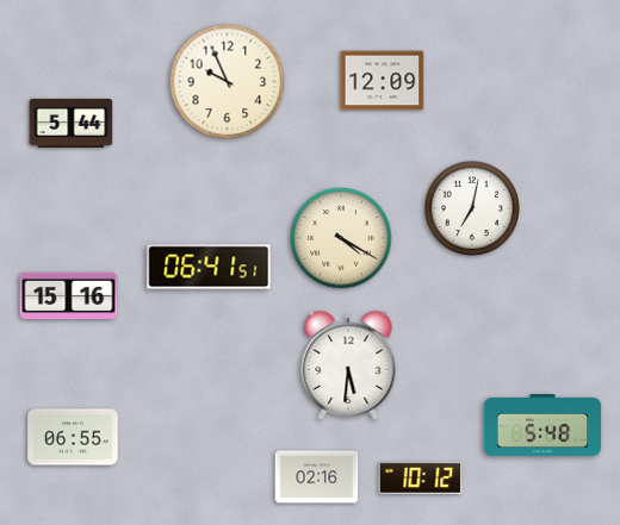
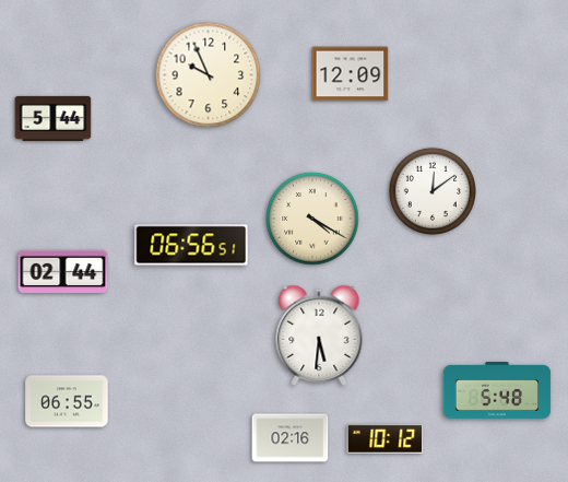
clock at (72, 123) position: (72, 123) -> (54, 118)
clock at (472, 208): 7:02 -> 12:09
clock at (209, 267): 06:41 -> 06:56
clock at (69, 296): 15:16 -> 02:44
